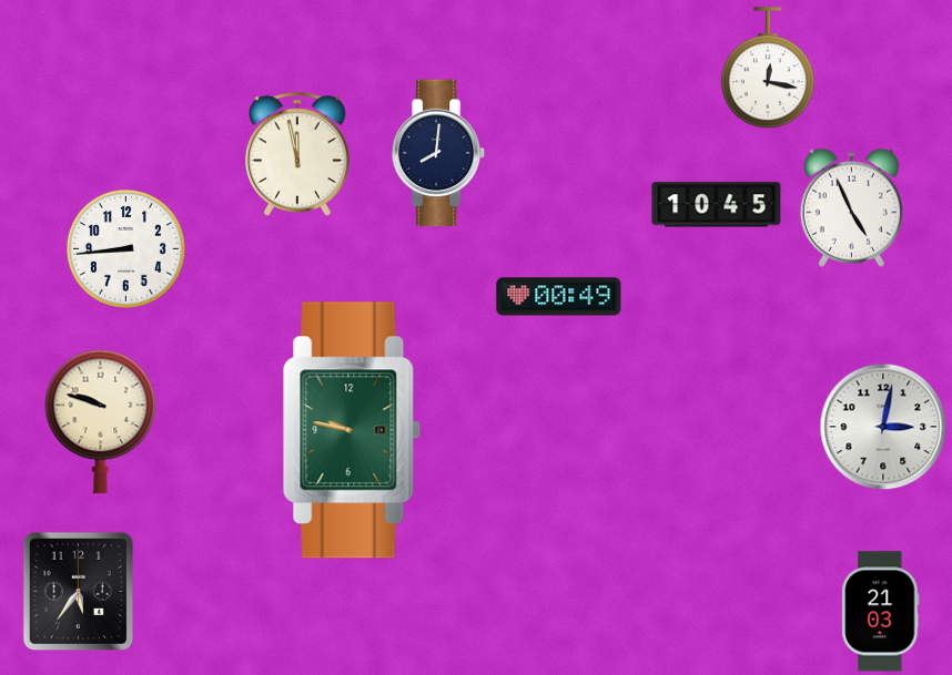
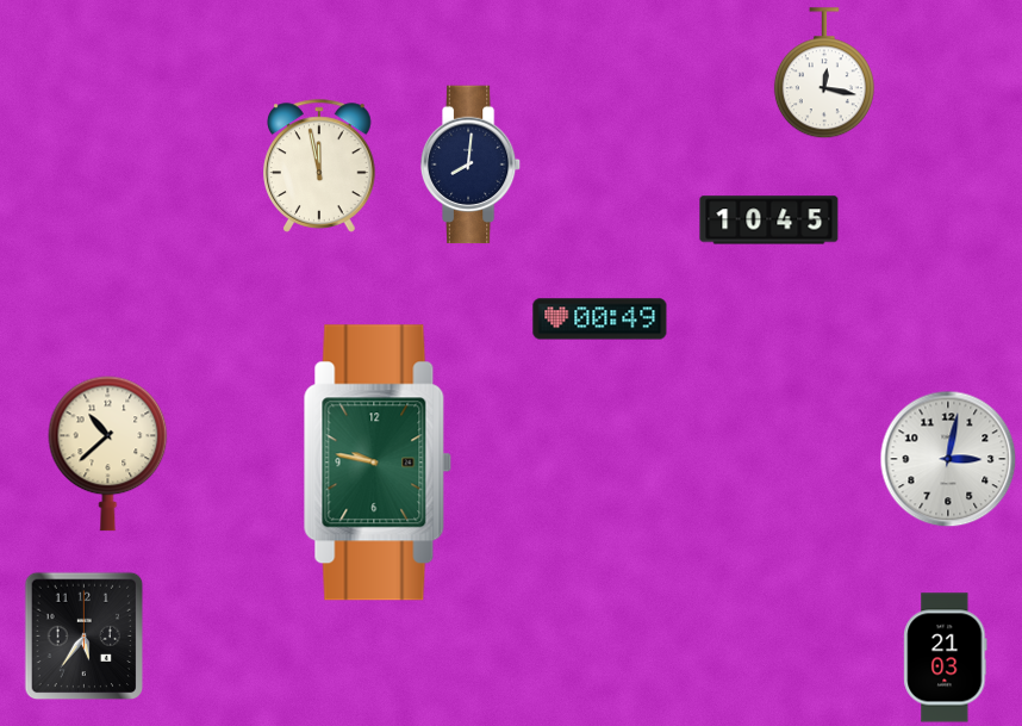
clock at (851, 207): 4:56 -> none
clock at (125, 248): 8:44 -> none
clock at (101, 422): 9:48 -> 10:38
